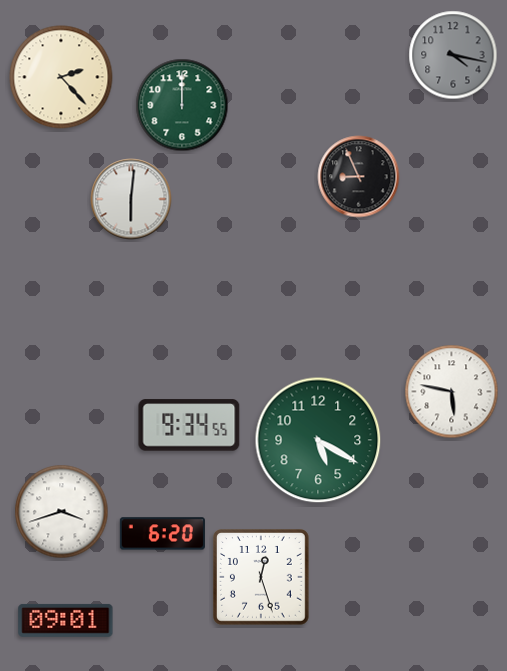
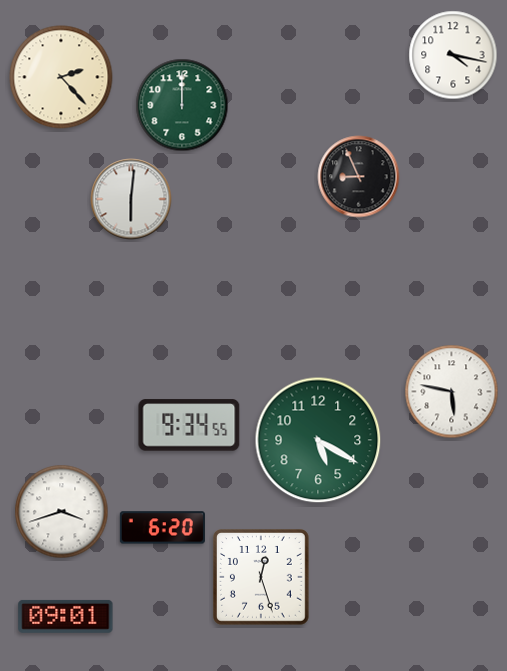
clock at (453, 55) dial: grey -> white
clock at (162, 534) position: (162, 534) -> (162, 528)
clock at (66, 620) position: (66, 620) -> (66, 616)
